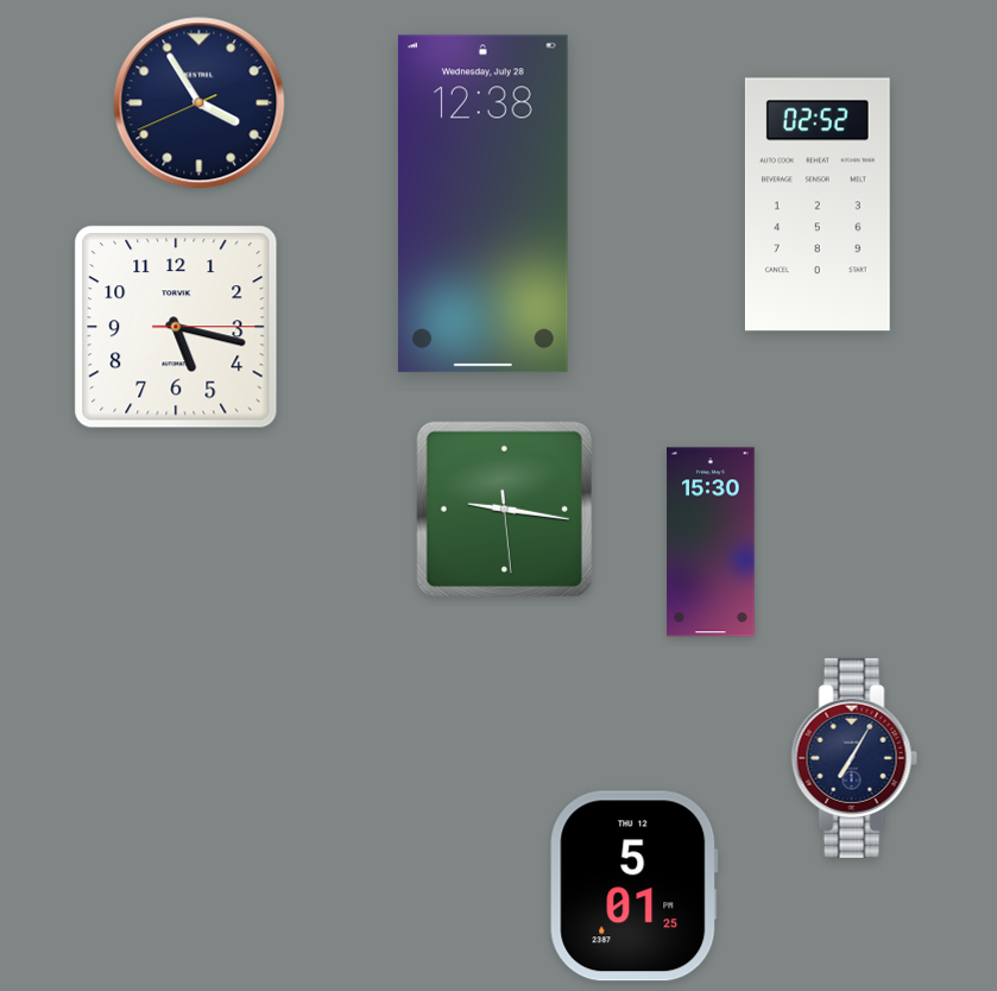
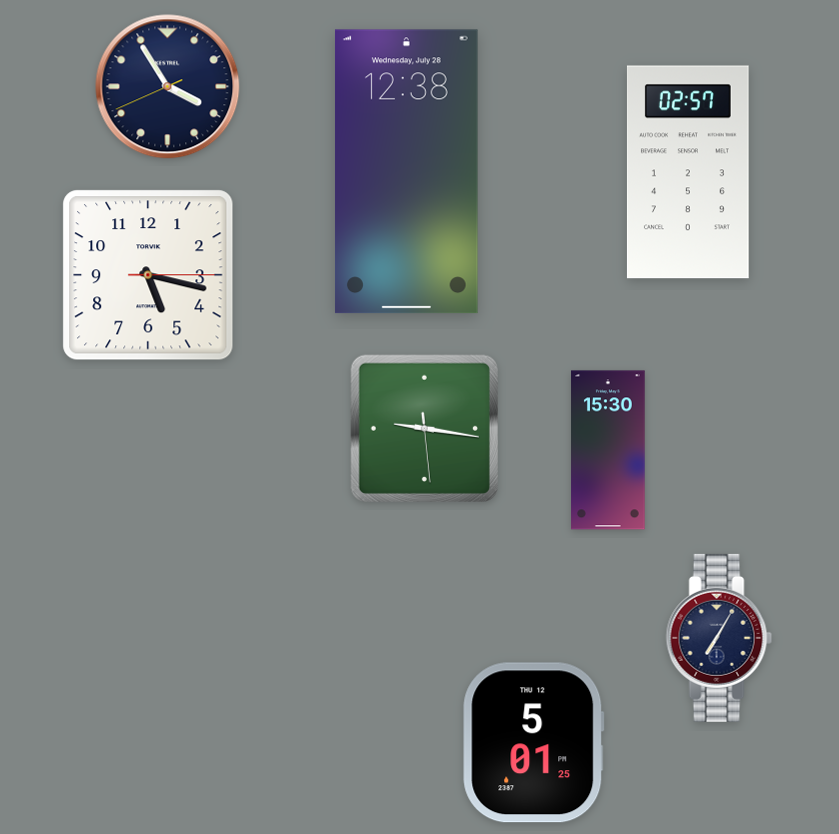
clock at (818, 204): 02:52 -> 02:57
clock at (711, 542) position: (711, 542) -> (608, 450)
clock at (635, 886) position: (635, 886) -> (534, 743)
